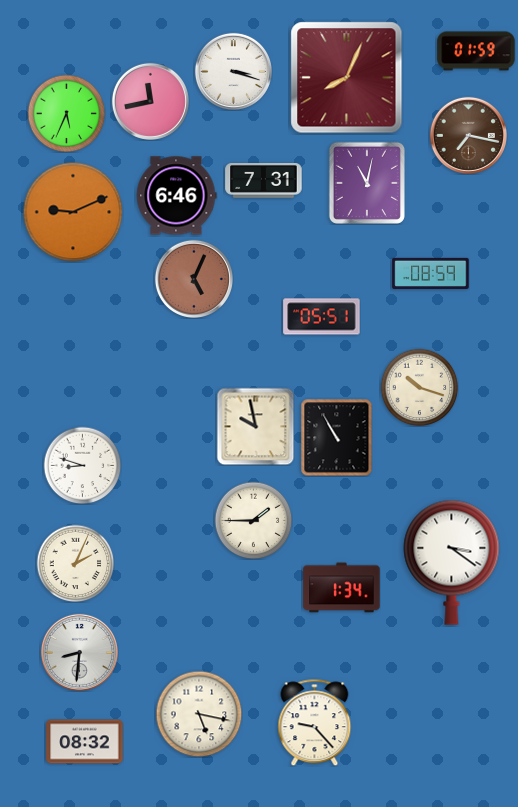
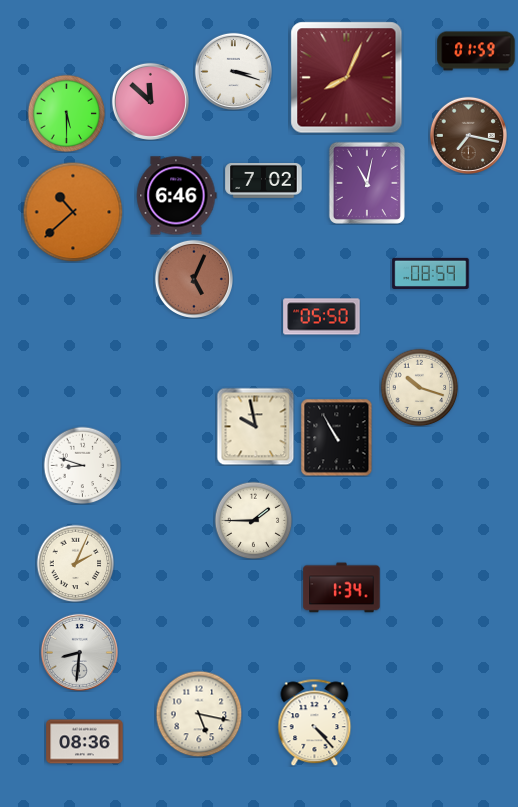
clock at (150, 101): 11:43 -> 11:52
clock at (66, 113): 5:34 -> 5:30
clock at (264, 181): 7:31 -> 7:02
clock at (73, 212): 9:11 -> 10:38
clock at (322, 317): 05:51 -> 05:50
clock at (452, 562): 3:21 -> none
clock at (315, 722): 9:23 -> 4:23
clock at (85, 742): 08:32 -> 08:36
